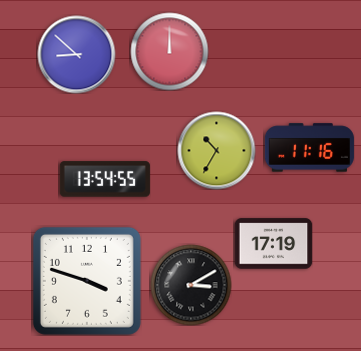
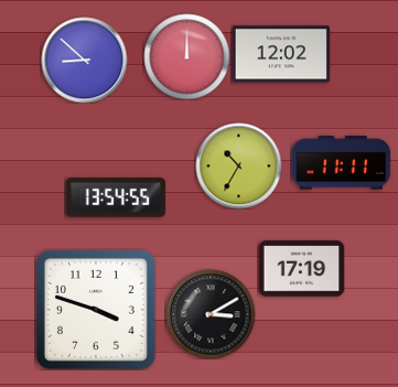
clock at (281, 54): none -> 12:02
clock at (309, 148): 11:16 -> 11:11
